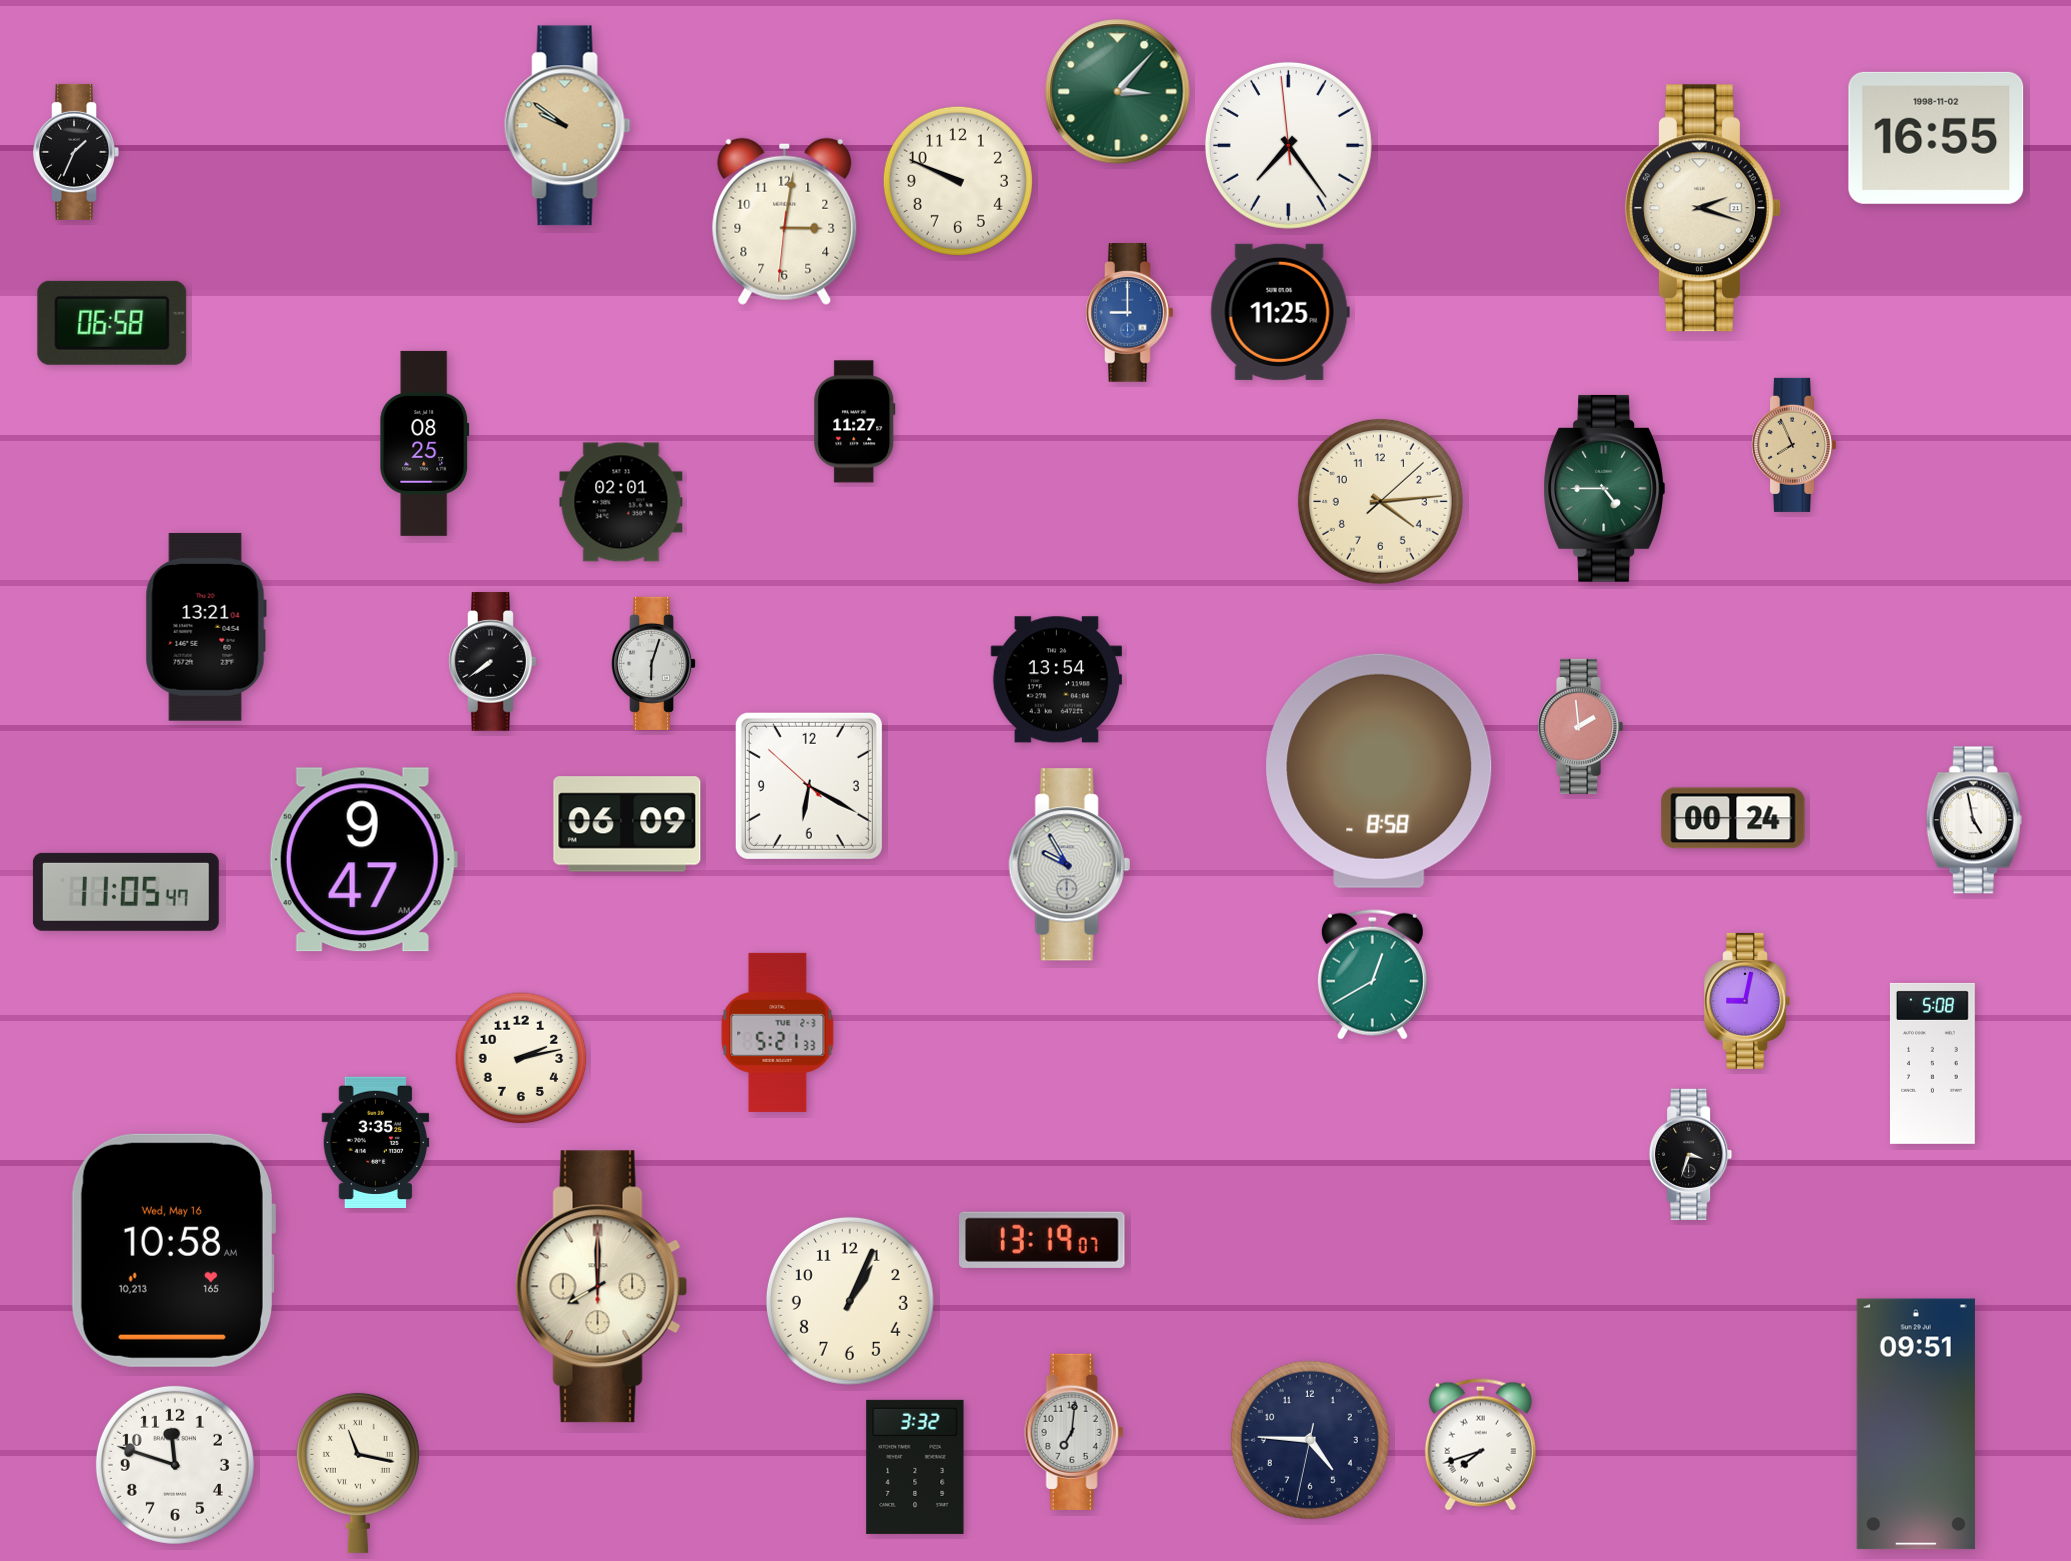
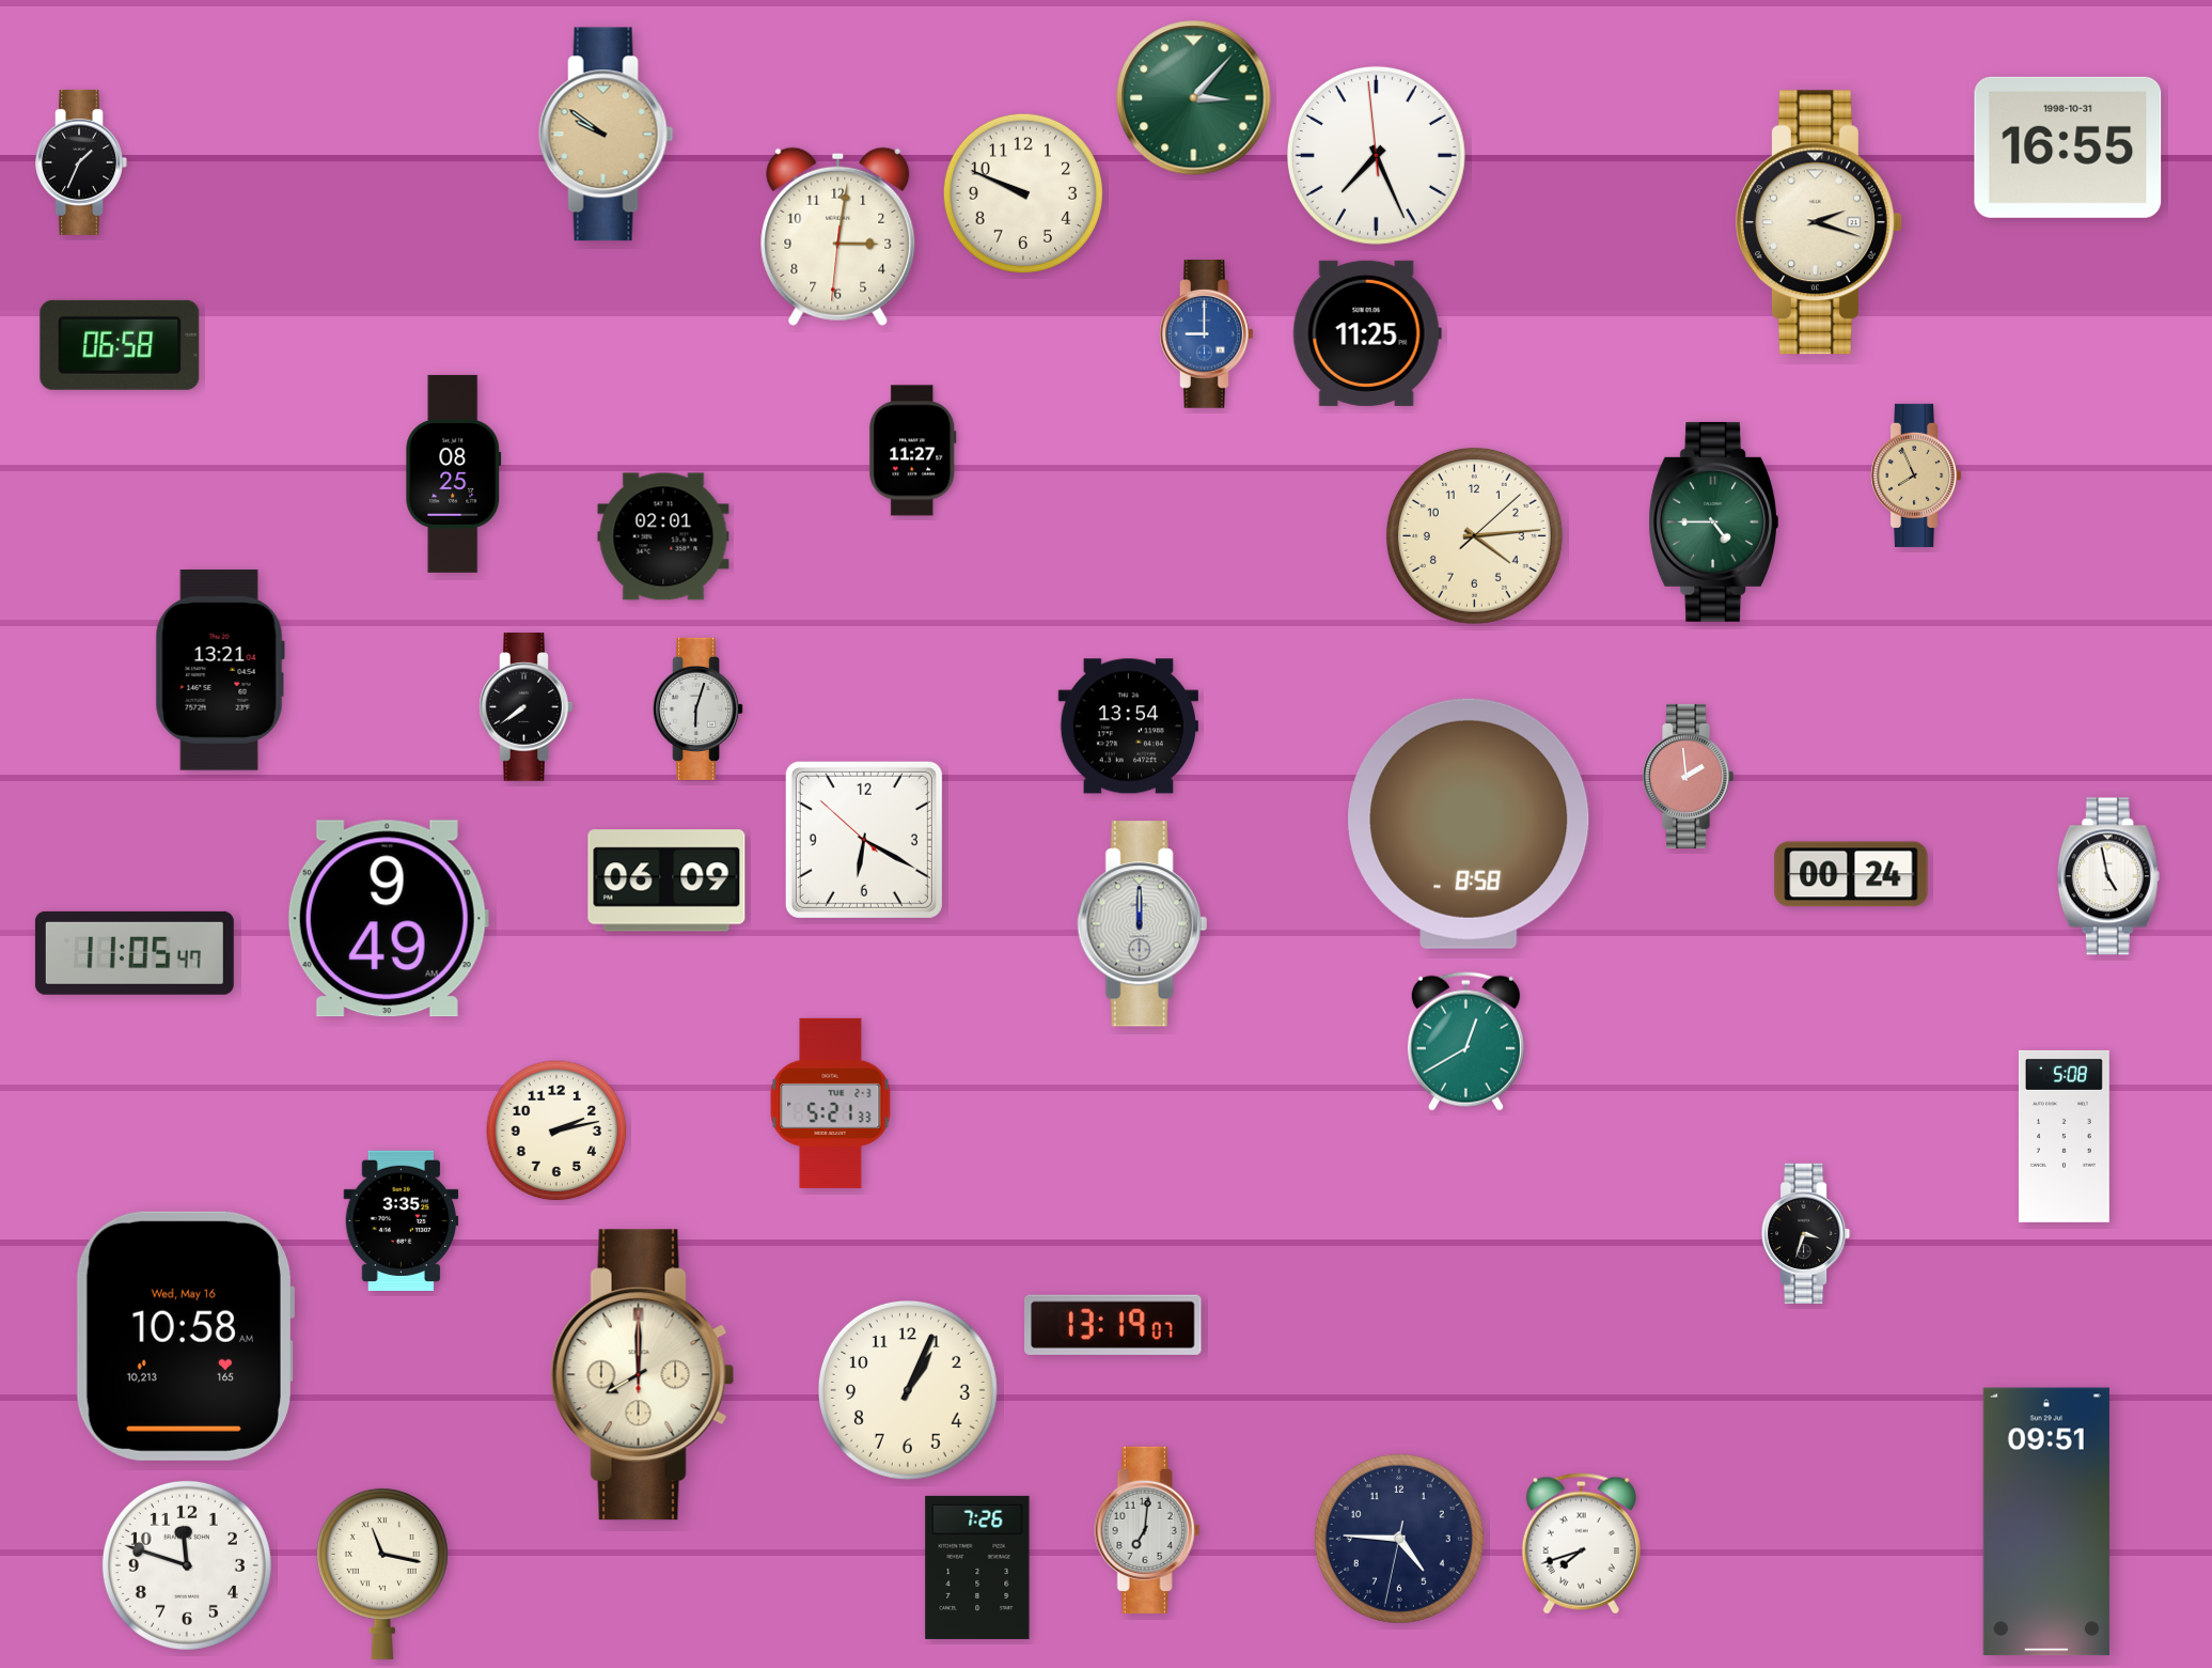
clock at (1936, 138) date: 1998-11-02 -> 1998-10-31
clock at (1288, 145): 7:23 -> 7:25
clock at (1379, 771) position: (1379, 771) -> (1469, 824)
clock at (627, 824) position: (627, 824) -> (666, 880)
clock at (363, 860): 9:47 -> 9:49
clock at (1069, 865): 9:55 -> 12:00
clock at (1747, 1001): 9:02 -> none
clock at (915, 1467): 3:32 -> 7:26
